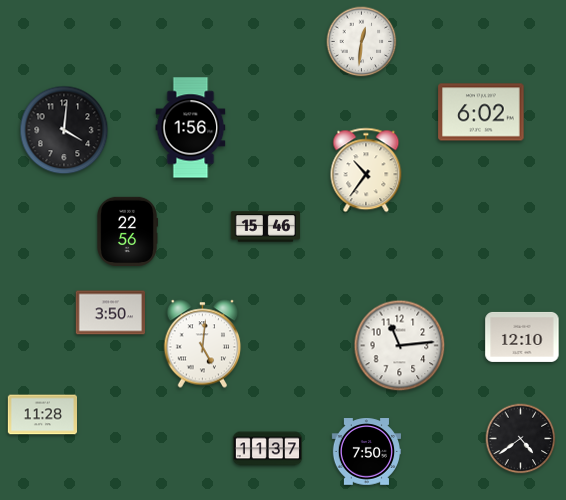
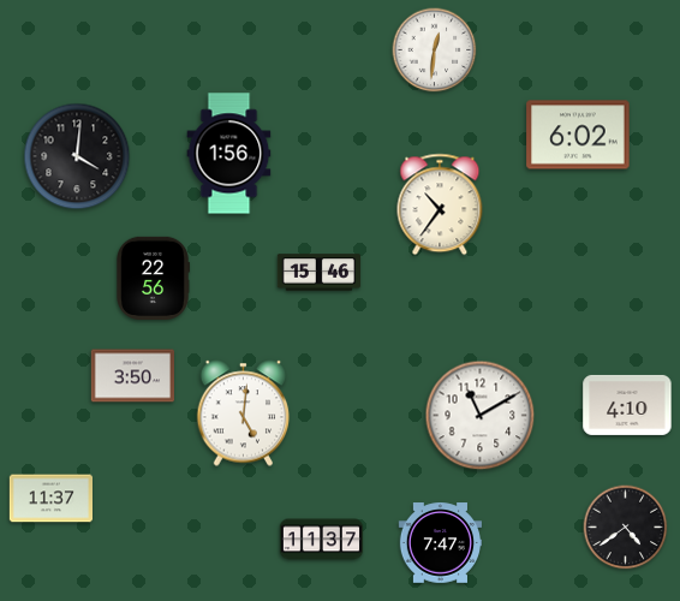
clock at (522, 337): 12:10 -> 4:10
clock at (400, 346): 11:14 -> 11:10
clock at (42, 415): 11:28 -> 11:37
clock at (366, 452): 7:50 -> 7:47
